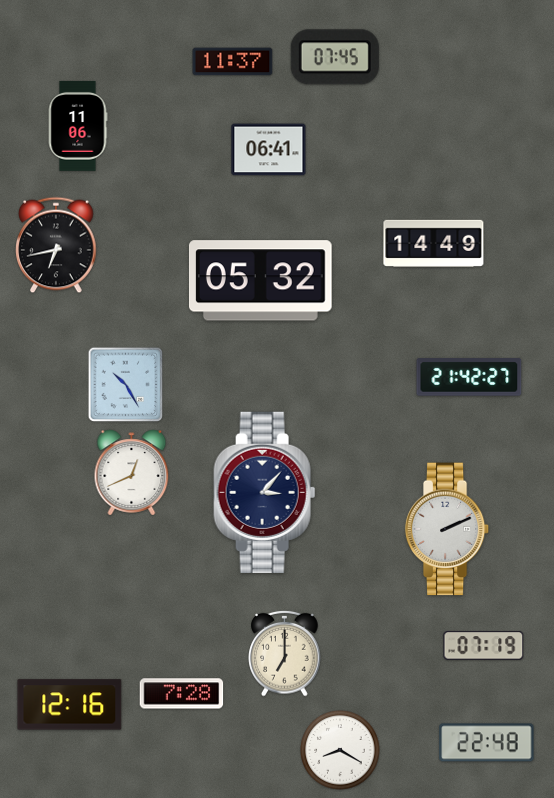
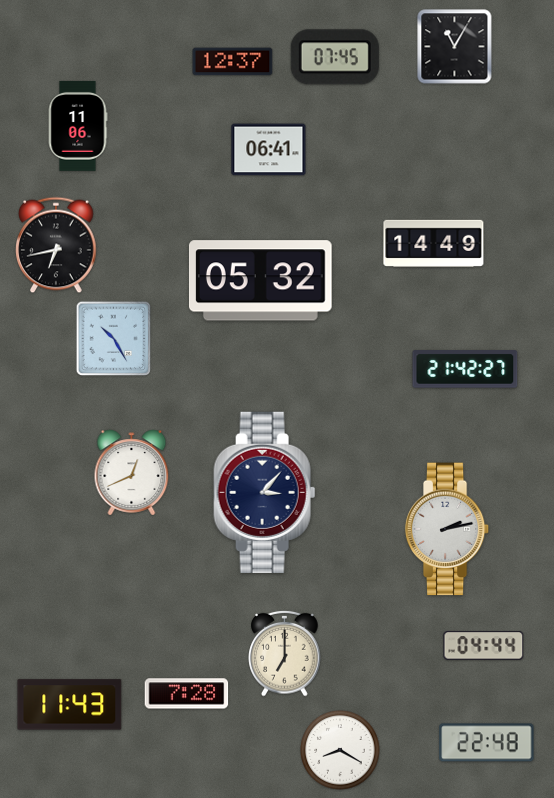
clock at (455, 47): none -> 11:05
clock at (233, 62): 11:37 -> 12:37
clock at (469, 377) position: (469, 377) -> (465, 369)
clock at (126, 385) position: (126, 385) -> (114, 339)
clock at (447, 529): 2:11 -> 2:13
clock at (484, 646): 07:19 -> 04:44
clock at (182, 694) position: (182, 694) -> (187, 694)
clock at (70, 705): 12:16 -> 11:43
